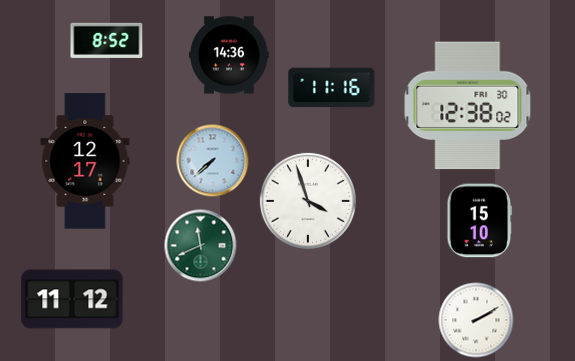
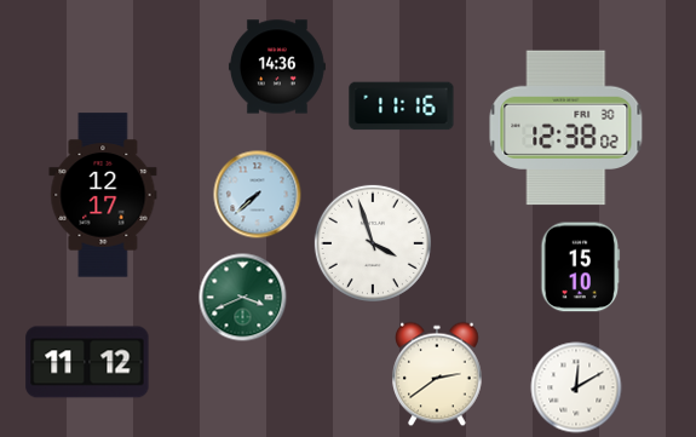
clock at (107, 40): 8:52 -> none
clock at (201, 246): 11:41 -> 3:41
clock at (438, 374): none -> 2:39
clock at (476, 320): 2:10 -> 12:10
